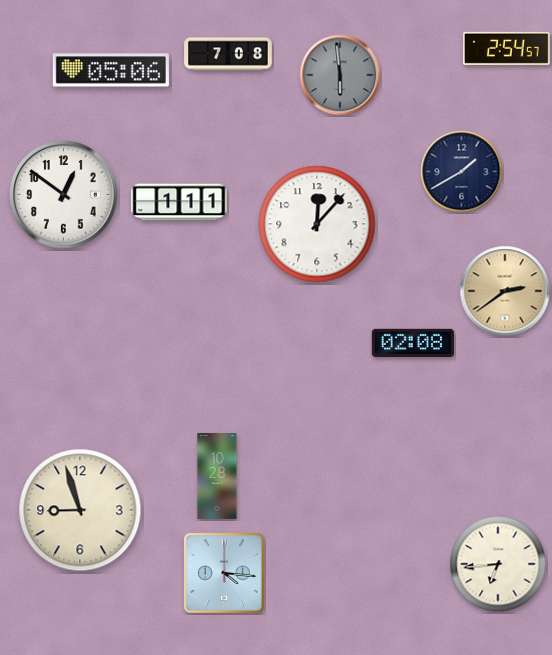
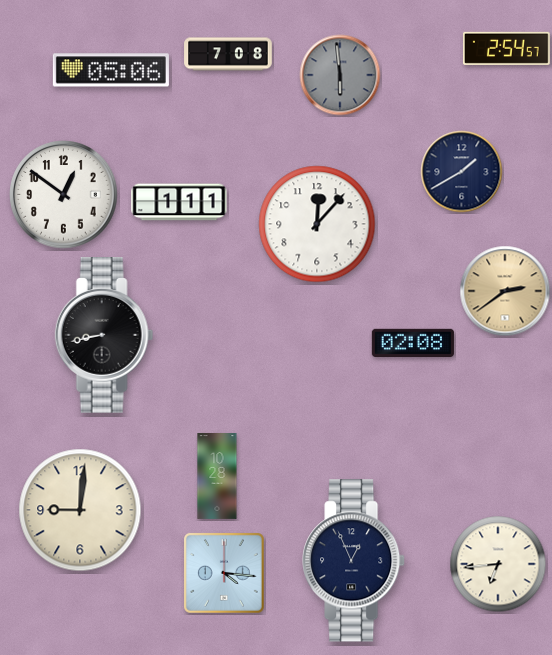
clock at (104, 336): none -> 8:43
clock at (80, 510): 8:57 -> 9:01
clock at (354, 561): none -> 12:56
